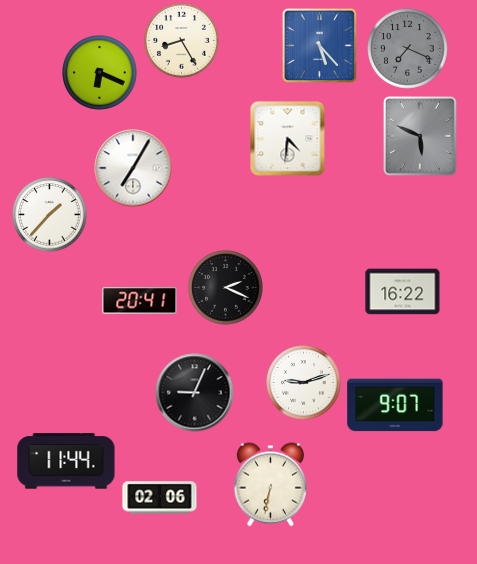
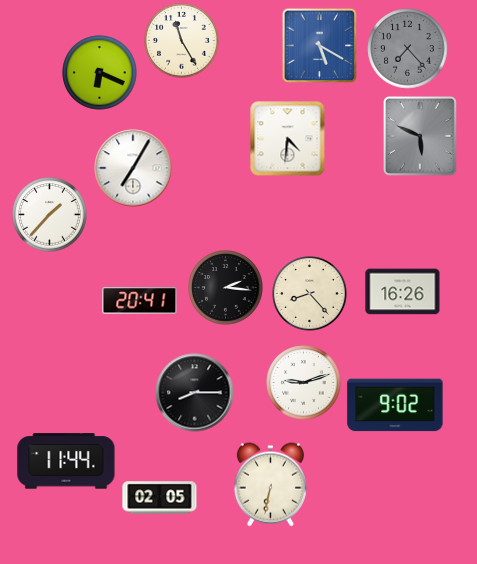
clock at (182, 41): 8:25 -> 11:25
clock at (320, 46): 5:23 -> 5:20
clock at (408, 49): 7:19 -> 7:23
clock at (226, 288): 2:19 -> 2:16
clock at (403, 292): 16:22 -> 16:26
clock at (310, 294): none -> 8:23
clock at (195, 393): 9:04 -> 8:15
clock at (395, 405): 9:07 -> 9:02
clock at (160, 498): 02:06 -> 02:05
